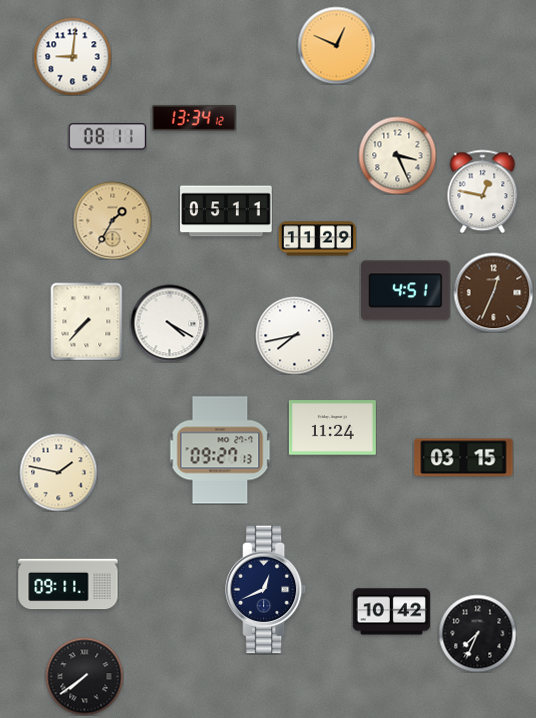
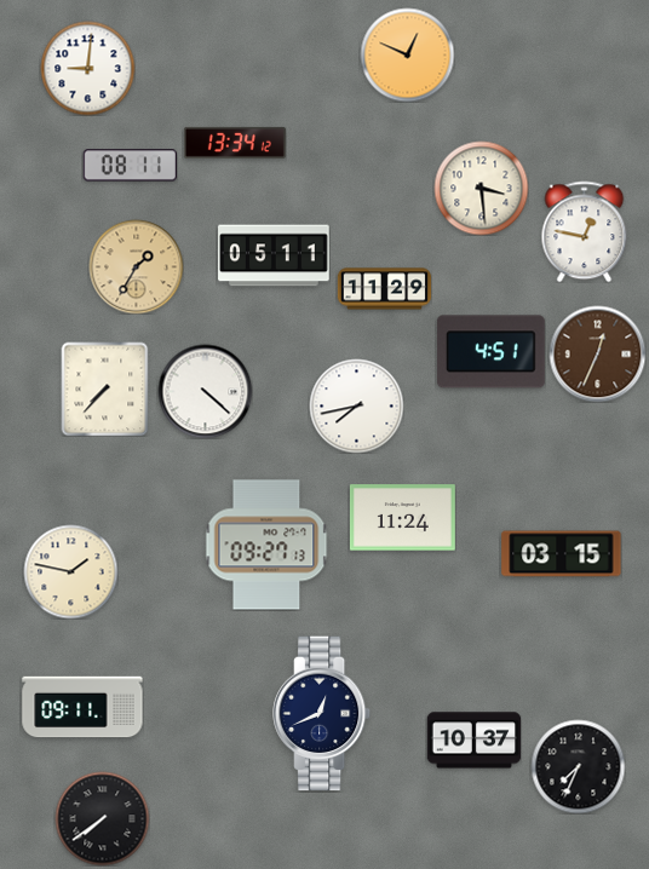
clock at (397, 155): 3:26 -> 3:29
clock at (169, 323): 4:20 -> 4:22
clock at (391, 612): 10:42 -> 10:37
